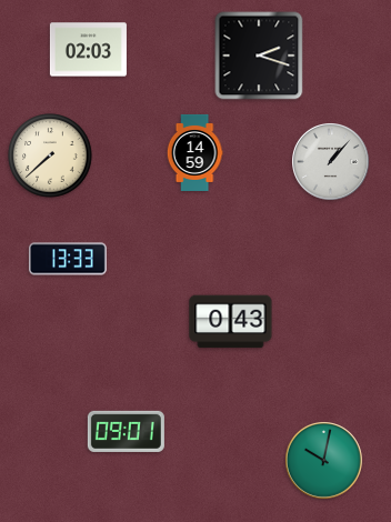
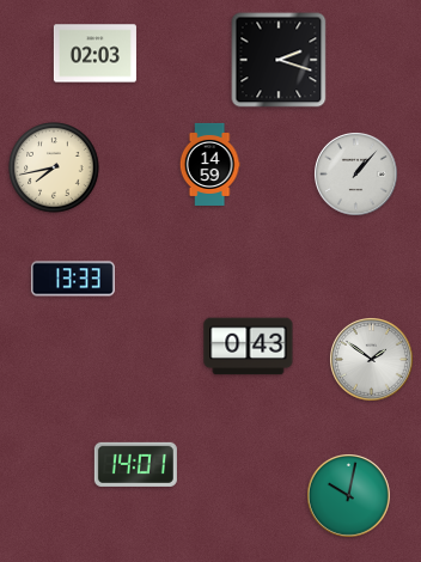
clock at (50, 155): 7:38 -> 7:43
clock at (372, 360): none -> 1:51
clock at (126, 431): 09:01 -> 14:01
